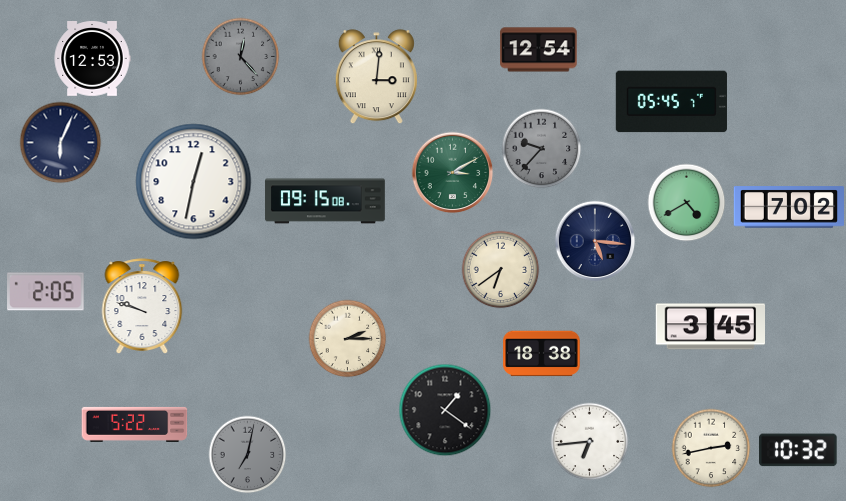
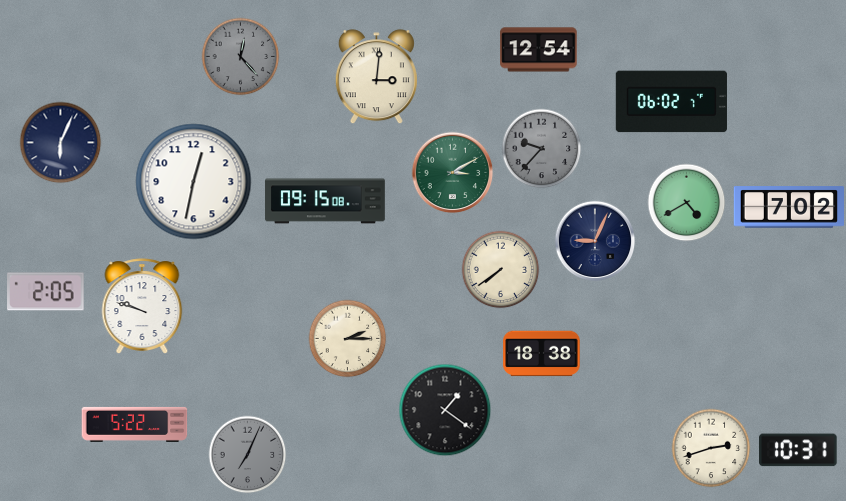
clock at (92, 59): 12:53 -> none
clock at (671, 102): 05:45 -> 06:02
clock at (595, 241): 5:16 -> 9:04
clock at (500, 269): 6:39 -> 7:39
clock at (710, 327): 3:45 -> none
clock at (589, 441): 6:44 -> none
clock at (711, 448): 2:43 -> 2:42
clock at (798, 450): 10:32 -> 10:31
clock at (247, 454): 7:02 -> 7:04
